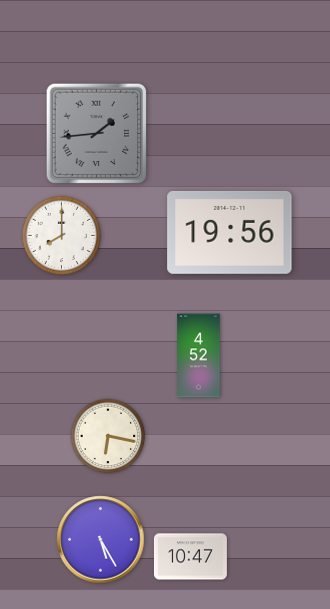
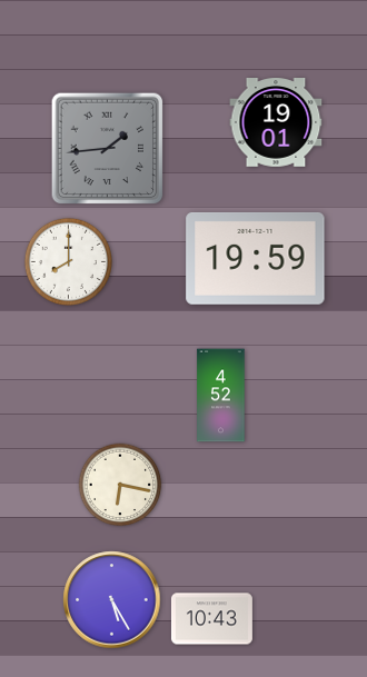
clock at (276, 123): none -> 19:01
clock at (230, 232): 19:56 -> 19:59
clock at (190, 557): 10:47 -> 10:43
